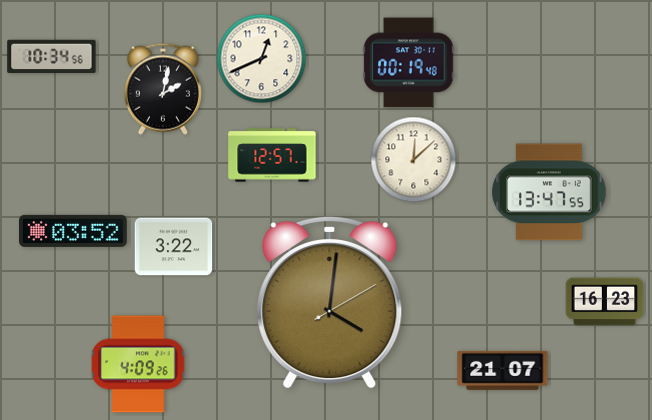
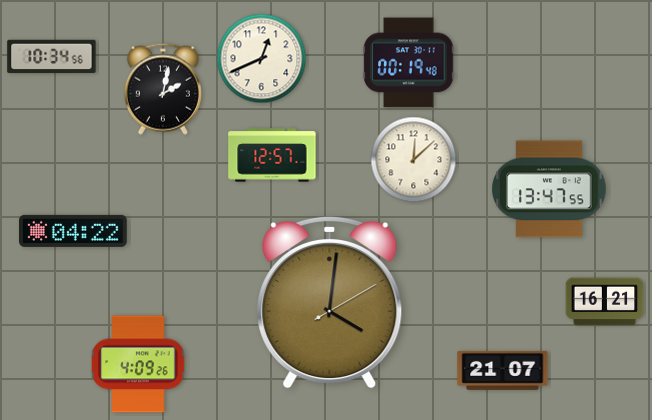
clock at (549, 192) position: (549, 192) -> (549, 189)
clock at (74, 231): 03:52 -> 04:22
clock at (174, 247): 3:22 -> none
clock at (605, 302): 16:23 -> 16:21
